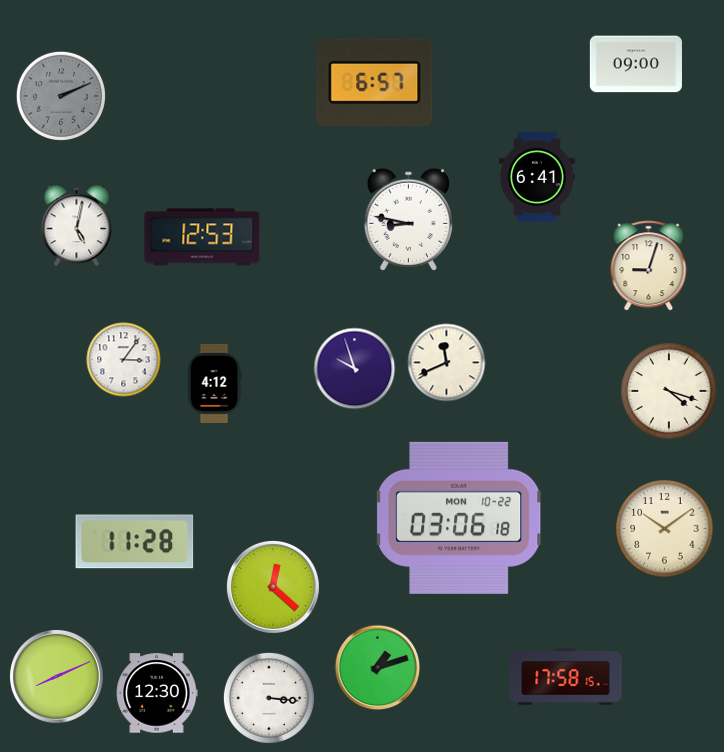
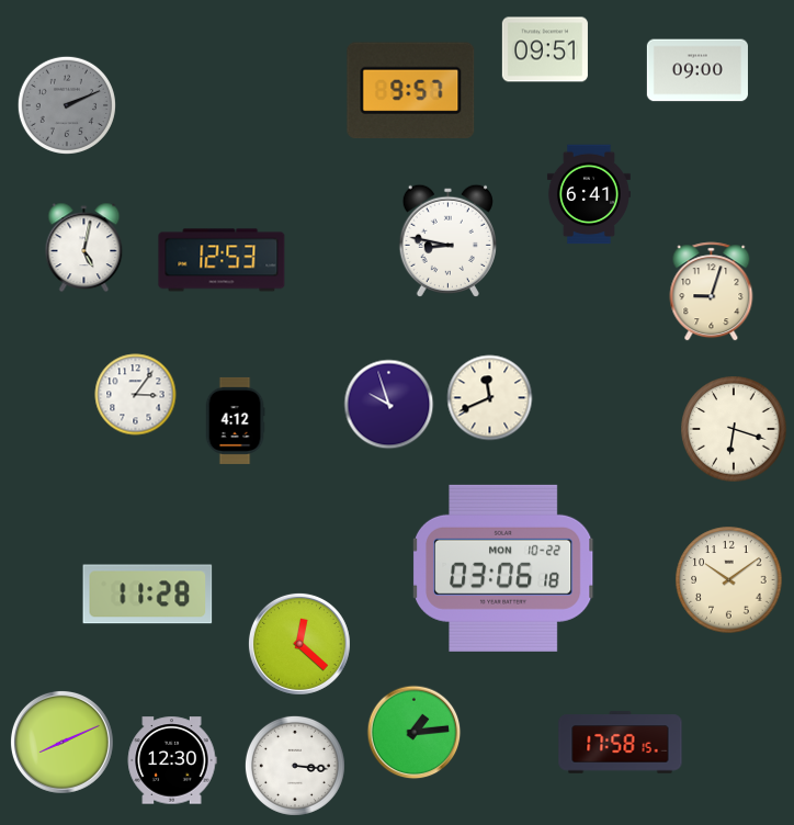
clock at (545, 49): none -> 09:51
clock at (375, 83): 6:57 -> 9:57
clock at (669, 391): 4:18 -> 6:18
clock at (378, 668): 1:12 -> 1:14
